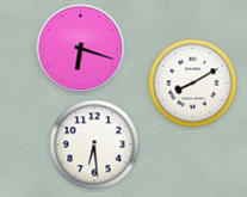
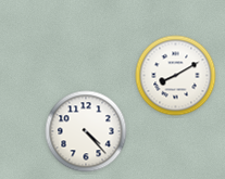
clock at (81, 49): 6:18 -> none
clock at (94, 144): 6:29 -> 4:23
